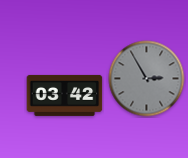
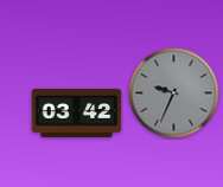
clock at (147, 79): 2:55 -> 9:34
